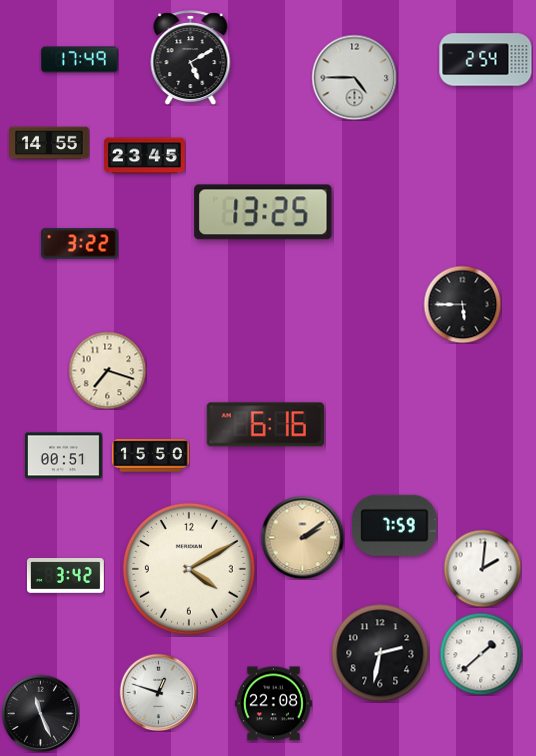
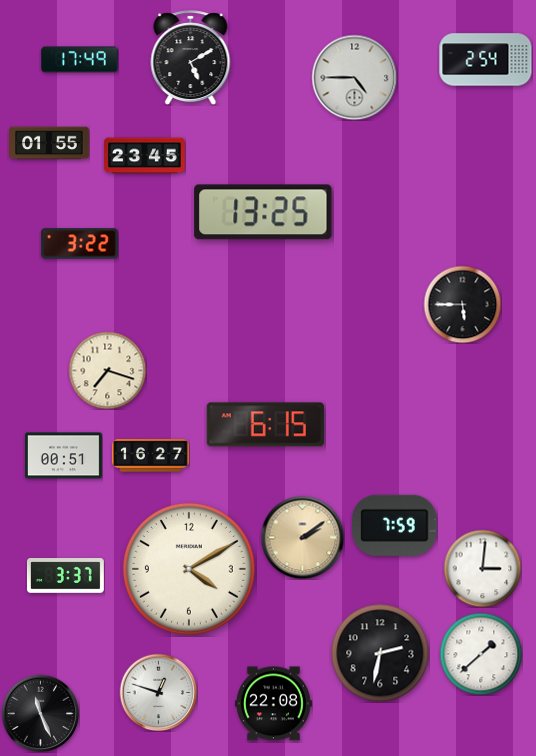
clock at (49, 143): 14:55 -> 01:55
clock at (265, 425): 6:16 -> 6:15
clock at (150, 456): 15:50 -> 16:27
clock at (482, 568): 2:01 -> 3:01
clock at (66, 576): 3:42 -> 3:37
